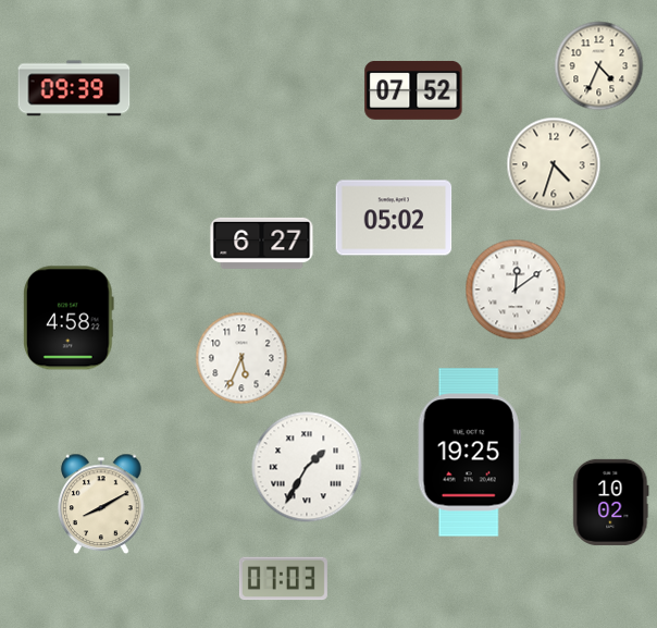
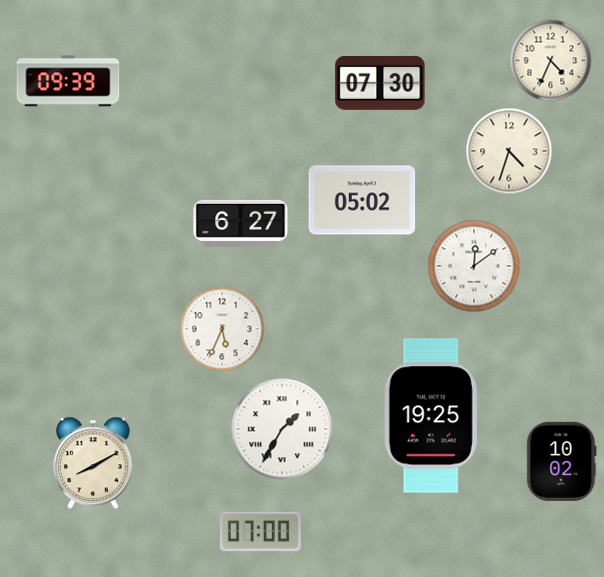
clock at (413, 90): 07:52 -> 07:30
clock at (69, 318): 4:58 -> none
clock at (283, 579): 07:03 -> 07:00
